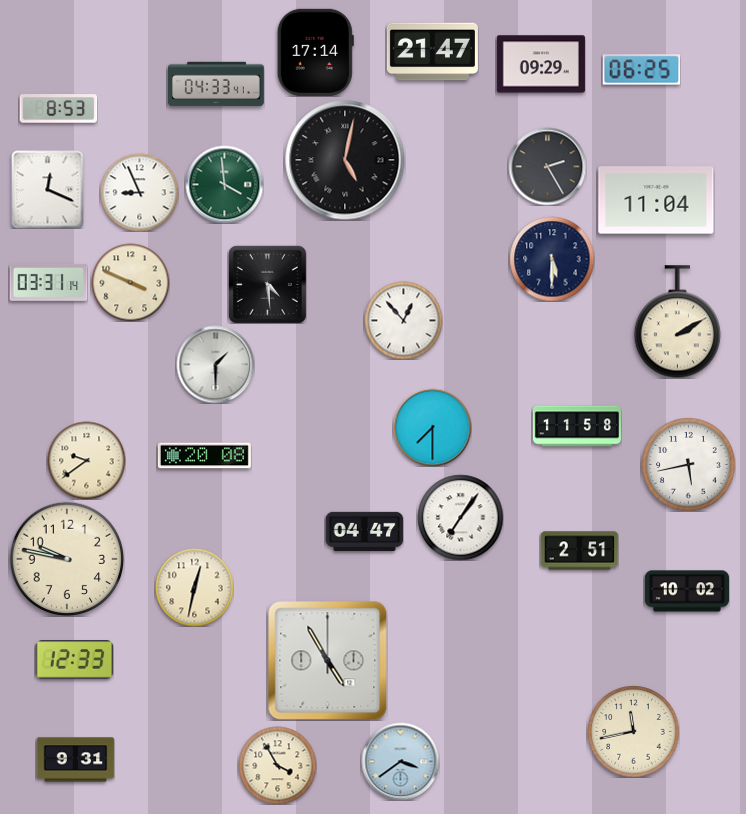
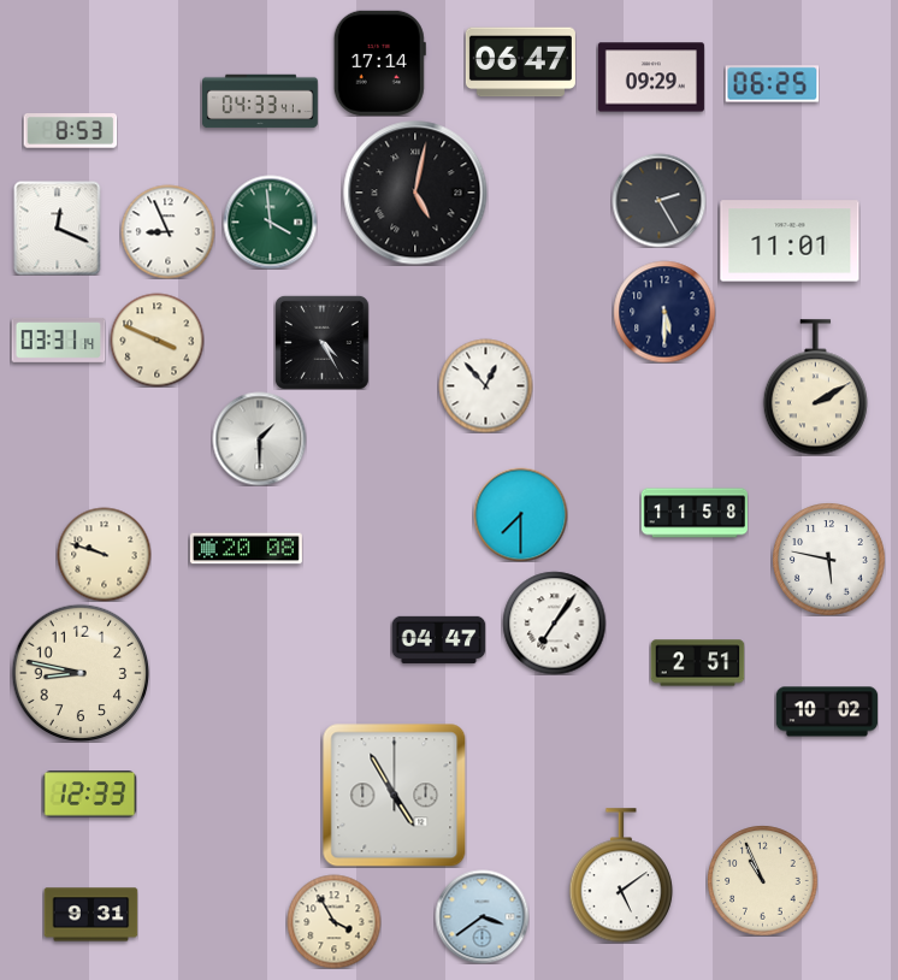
clock at (432, 52): 21:47 -> 06:47
clock at (656, 200): 11:04 -> 11:01
clock at (267, 284): 4:29 -> 4:25
clock at (86, 460): 9:39 -> 9:48
clock at (688, 464): 5:43 -> 5:47
clock at (67, 559): 9:47 -> 8:47
clock at (194, 587): 12:32 -> none
clock at (621, 875): none -> 5:09
clock at (633, 731): 11:43 -> 10:56
